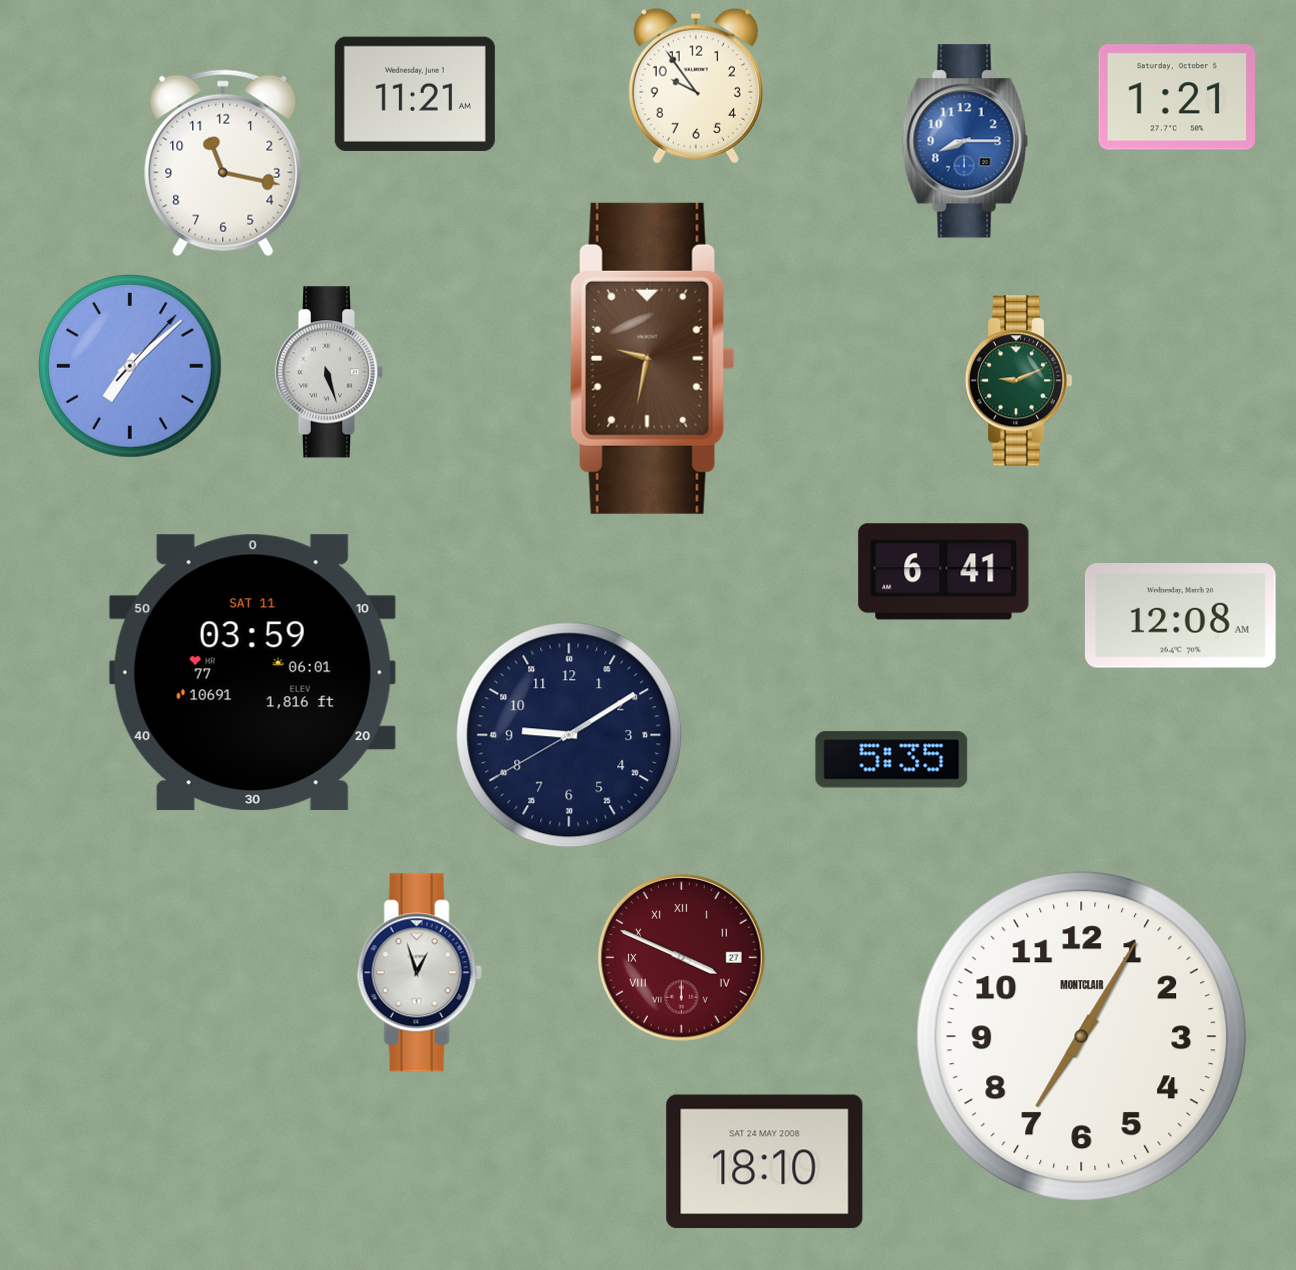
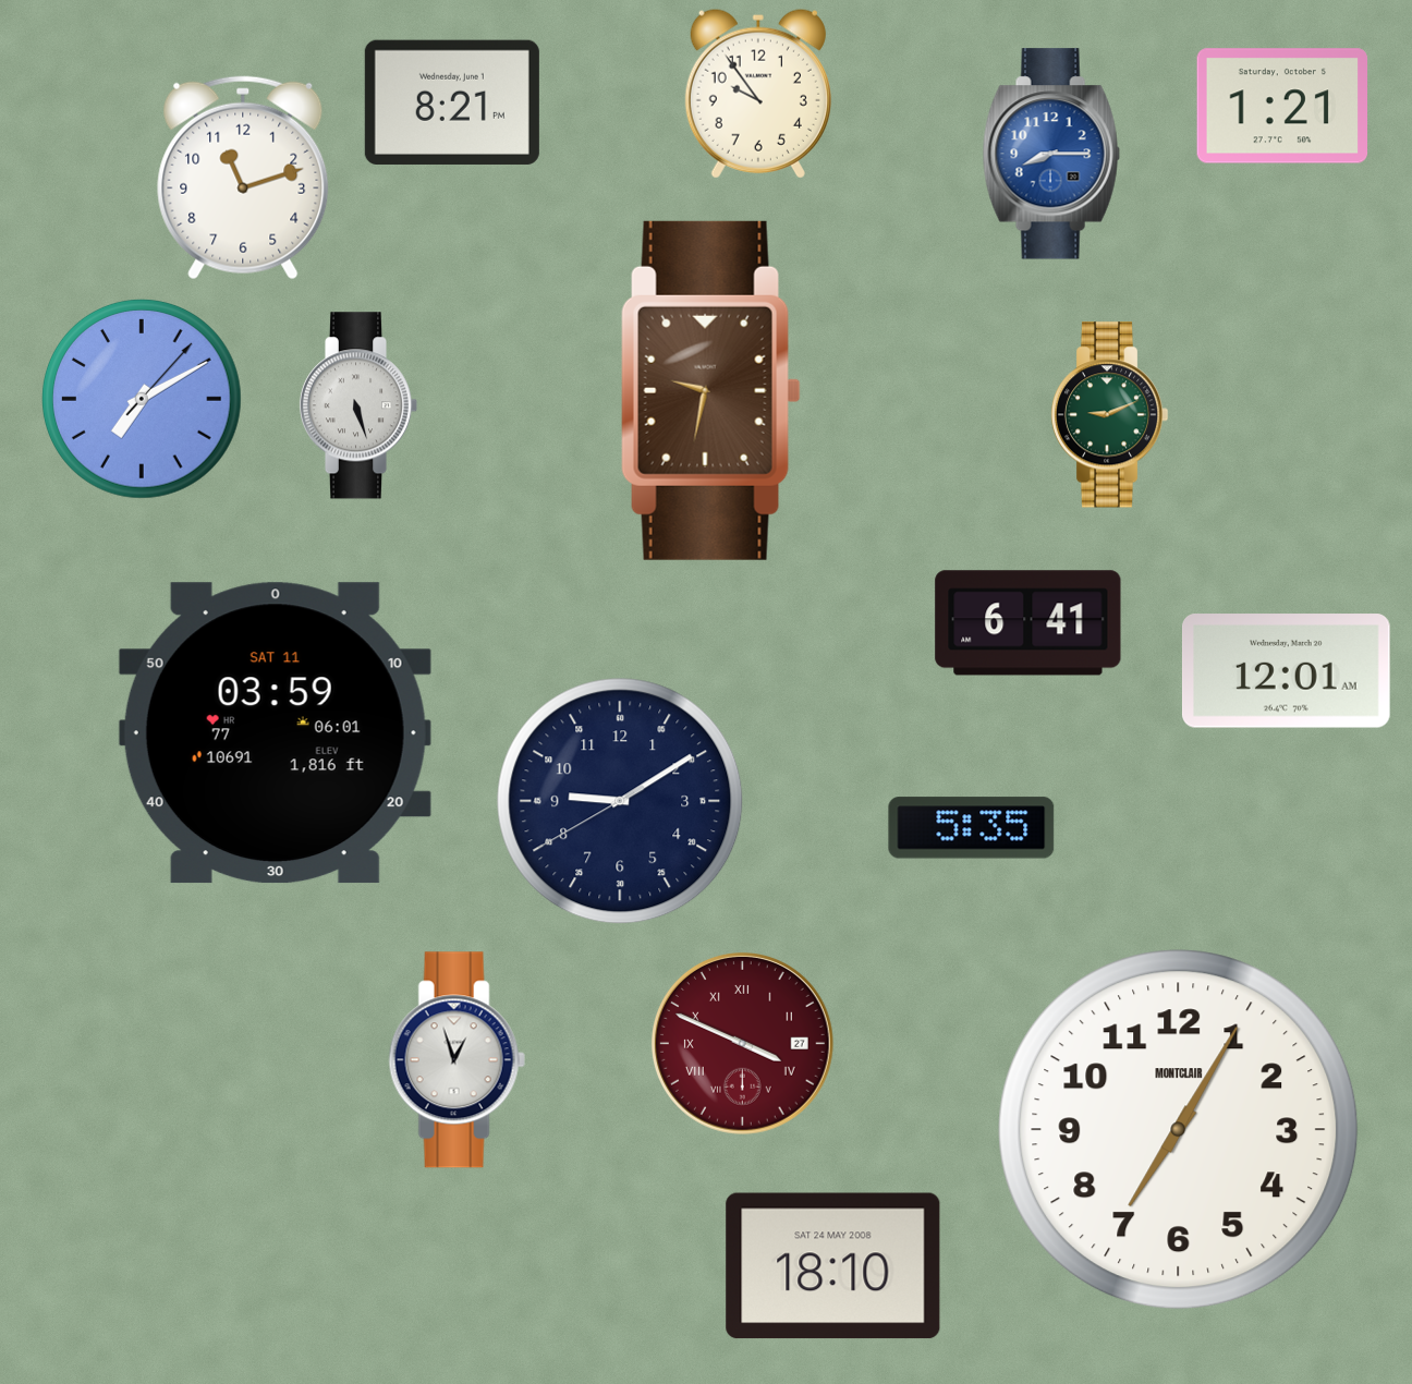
clock at (415, 94): 11:21 -> 8:21
clock at (223, 163): 11:17 -> 11:12
clock at (130, 366): 7:08 -> 7:10
clock at (1180, 616): 12:08 -> 12:01
